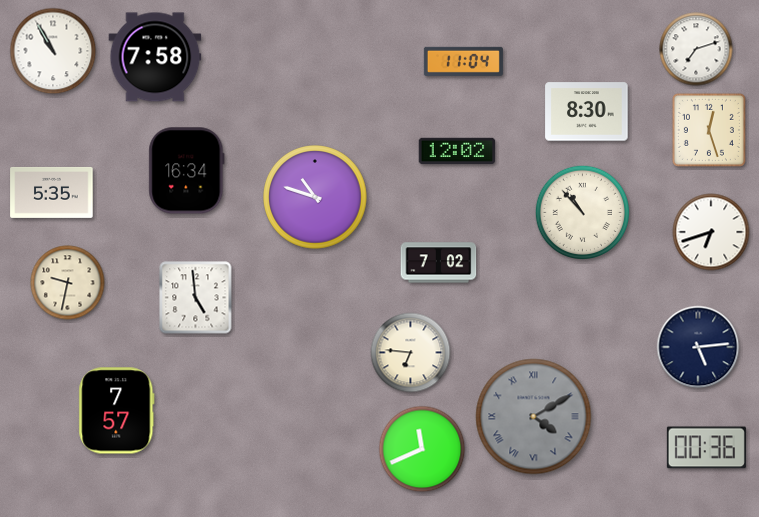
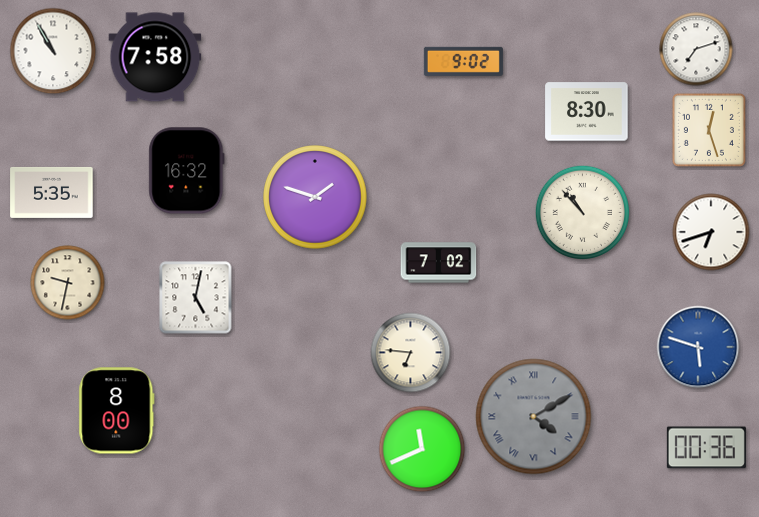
clock at (463, 61): 11:04 -> 9:02
clock at (457, 151): 12:02 -> none
clock at (187, 171): 16:34 -> 16:32
clock at (315, 197): 10:48 -> 1:48
clock at (196, 298): 4:59 -> 5:02
clock at (698, 347): 5:14 -> 5:48
clock at (698, 347) dial: navy -> blue
clock at (117, 411): 7:57 -> 8:00
